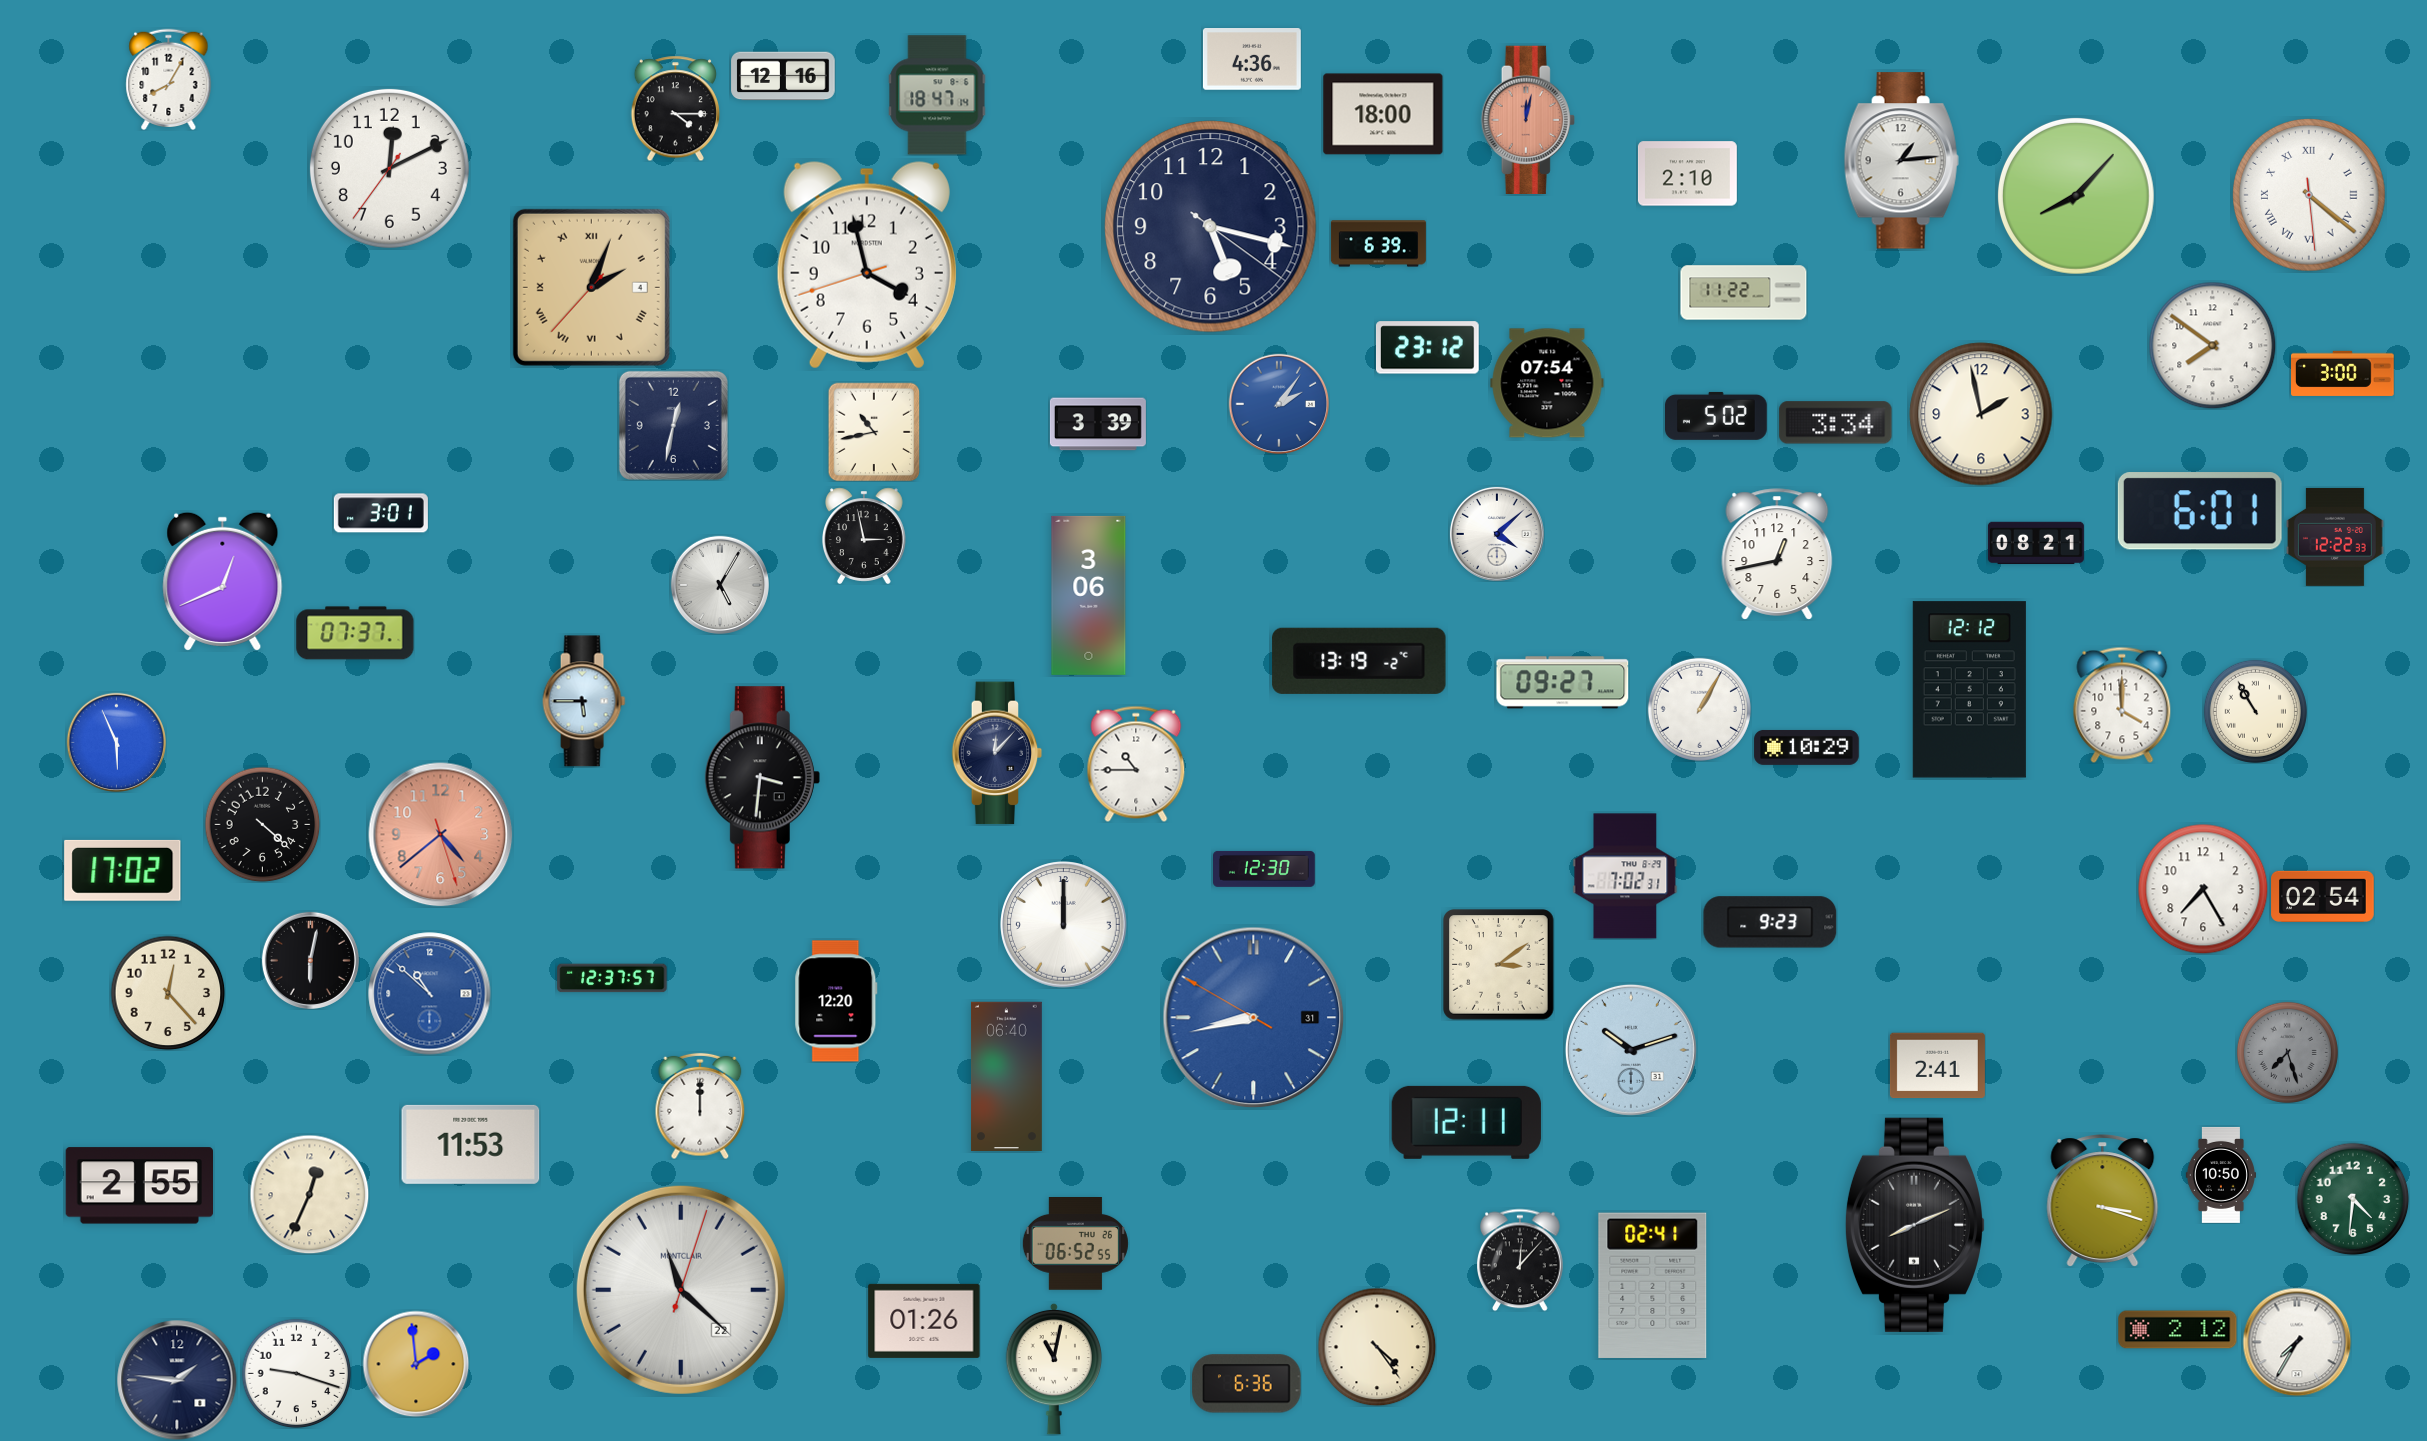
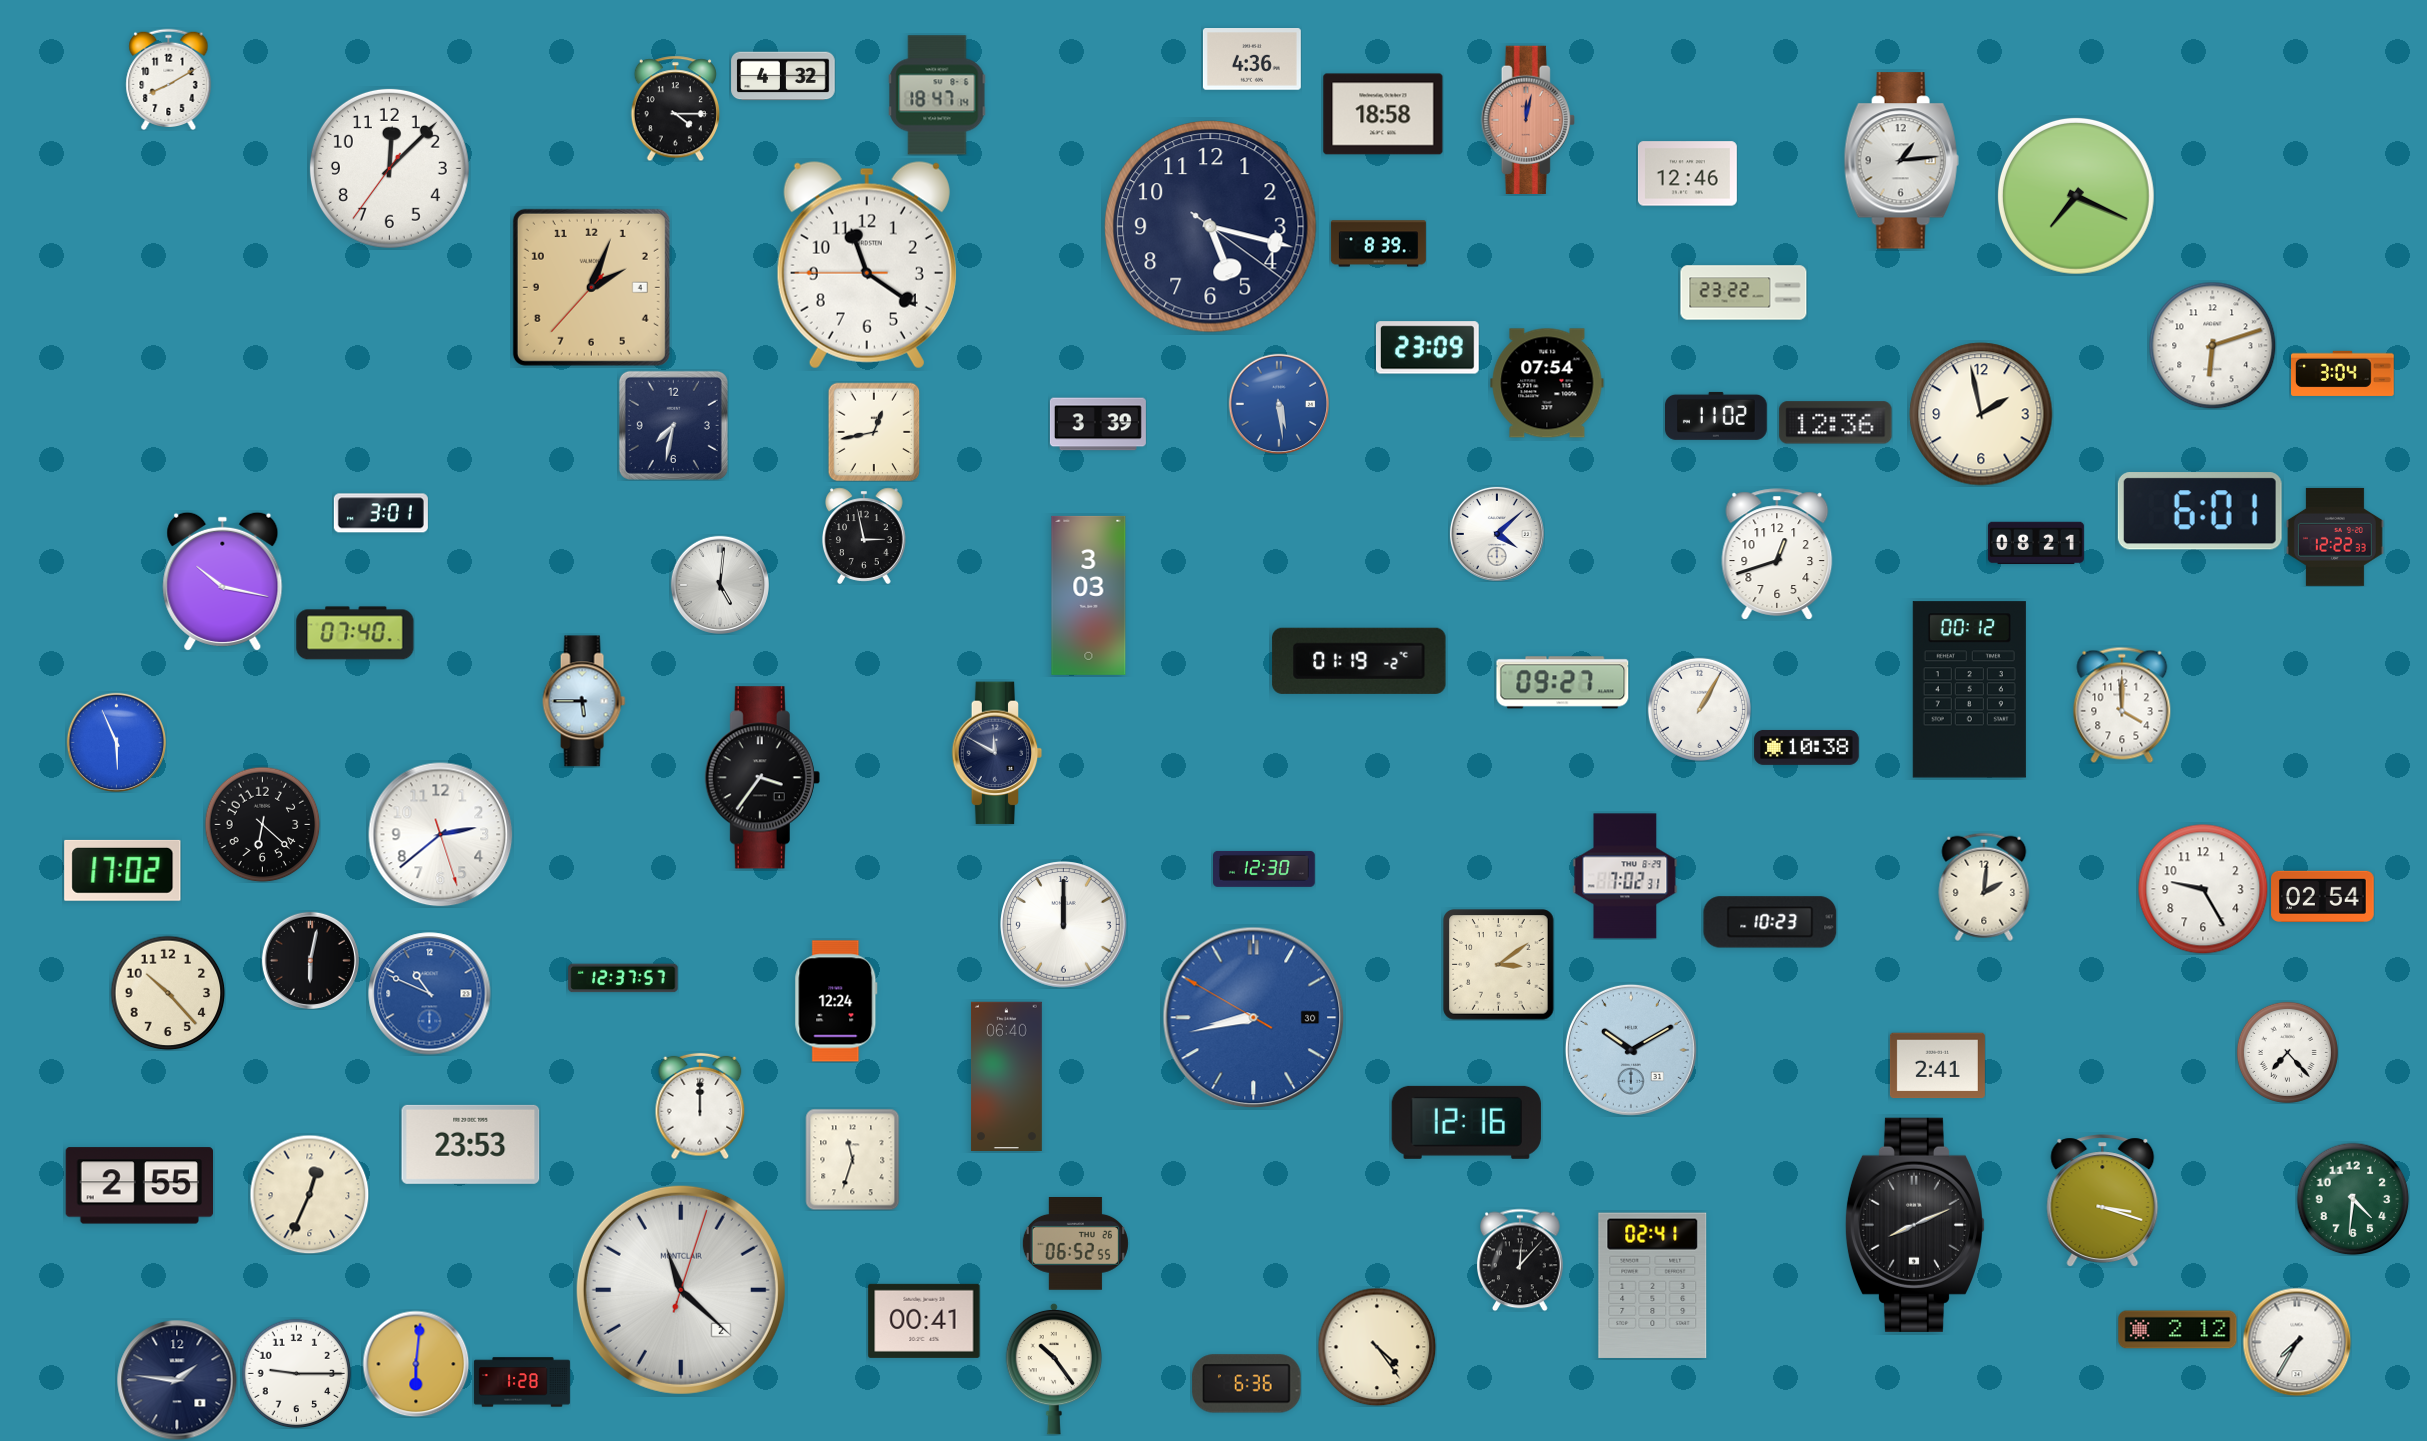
clock at (783, 76): 12:16 -> 4:32
clock at (169, 79): 8:05 -> 8:10
clock at (1383, 114): 18:00 -> 18:58
clock at (389, 168): 12:10 -> 12:07
clock at (1687, 174): 2:10 -> 12:46
clock at (2309, 195): 4:21 -> none
clock at (2076, 196): 8:07 -> 7:19
clock at (1378, 244): 6:39 -> 8:39
clock at (867, 265): 3:57 -> 11:20
clock at (591, 287) numerals: Roman -> Arabic
clock at (1744, 293): 11:22 -> 23:22
clock at (2212, 345): 7:51 -> 6:12
clock at (1427, 348): 23:12 -> 23:09
clock at (2343, 373): 3:00 -> 3:04
clock at (1279, 404): 2:06 -> 5:29
clock at (1717, 416): 5:02 -> 11:02
clock at (1836, 423): 3:34 -> 12:36
clock at (673, 425): 12:32 -> 7:32
clock at (874, 432): 10:43 -> 12:43
clock at (1777, 554): 12:43 -> 12:42
clock at (223, 581): 12:41 -> 10:17
clock at (720, 585): 5:05 -> 5:01
clock at (1089, 595): 3:06 -> 3:03
clock at (355, 633): 07:37 -> 07:40
clock at (1359, 661): 13:19 -> 01:19
clock at (1969, 690): 12:12 -> 00:12
clock at (2255, 711): 10:55 -> none
clock at (1807, 747): 10:29 -> 10:38
clock at (997, 753): 12:07 -> 11:50
clock at (1136, 764): 10:45 -> none
clock at (762, 778): 3:31 -> 3:36
clock at (262, 824): 4:22 -> 6:22
clock at (441, 835): 4:38 -> 2:38
clock at (441, 835) dial: salmon -> white
clock at (1984, 887): none -> 2:01
clock at (2203, 889): 7:25 -> 9:25
clock at (1770, 922): 9:23 -> 10:23
clock at (612, 978) position: (612, 978) -> (623, 978)
clock at (168, 993): 12:23 -> 10:23
clock at (430, 994): 10:52 -> 10:49
clock at (836, 1001): 12:20 -> 12:24
clock at (1254, 1018) date: 31 -> 30
clock at (1631, 1050): 10:12 -> 10:10
clock at (2287, 1052): 7:27 -> 7:23
clock at (2287, 1052) dial: grey -> white
clock at (1466, 1122): 12:11 -> 12:16
clock at (471, 1144): 11:53 -> 23:53
clock at (853, 1159): none -> 11:33
clock at (2221, 1175): 10:50 -> none
clock at (681, 1290) date: 22 -> 2
clock at (924, 1321): 01:26 -> 00:41
clock at (416, 1364): 1:59 -> 6:01
clock at (1054, 1369): 11:02 -> 10:24
clock at (296, 1373): 9:18 -> 9:15
clock at (522, 1382): none -> 1:28
